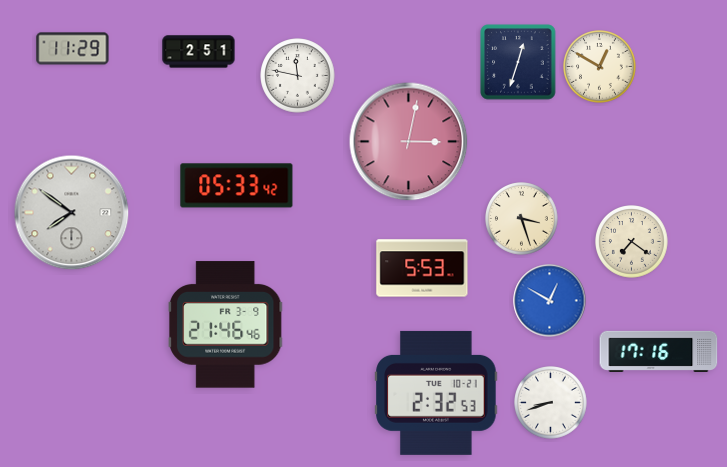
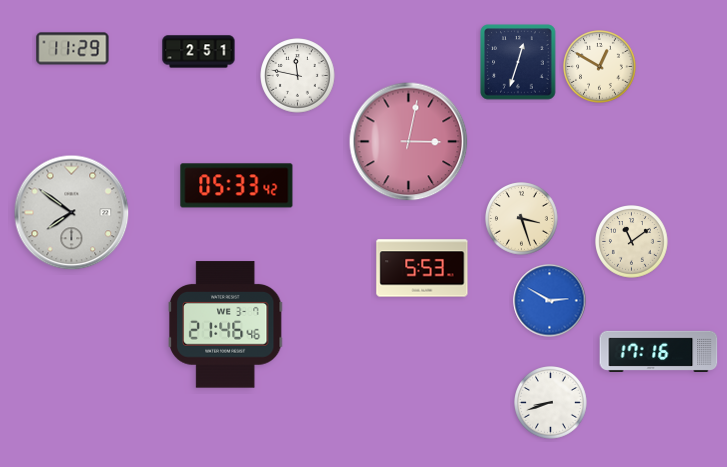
clock at (632, 242): 7:21 -> 11:09
clock at (550, 301): 12:50 -> 2:50
clock at (225, 325) date: FR 3-9 -> WE 3-7
clock at (436, 393): 2:32 -> none
